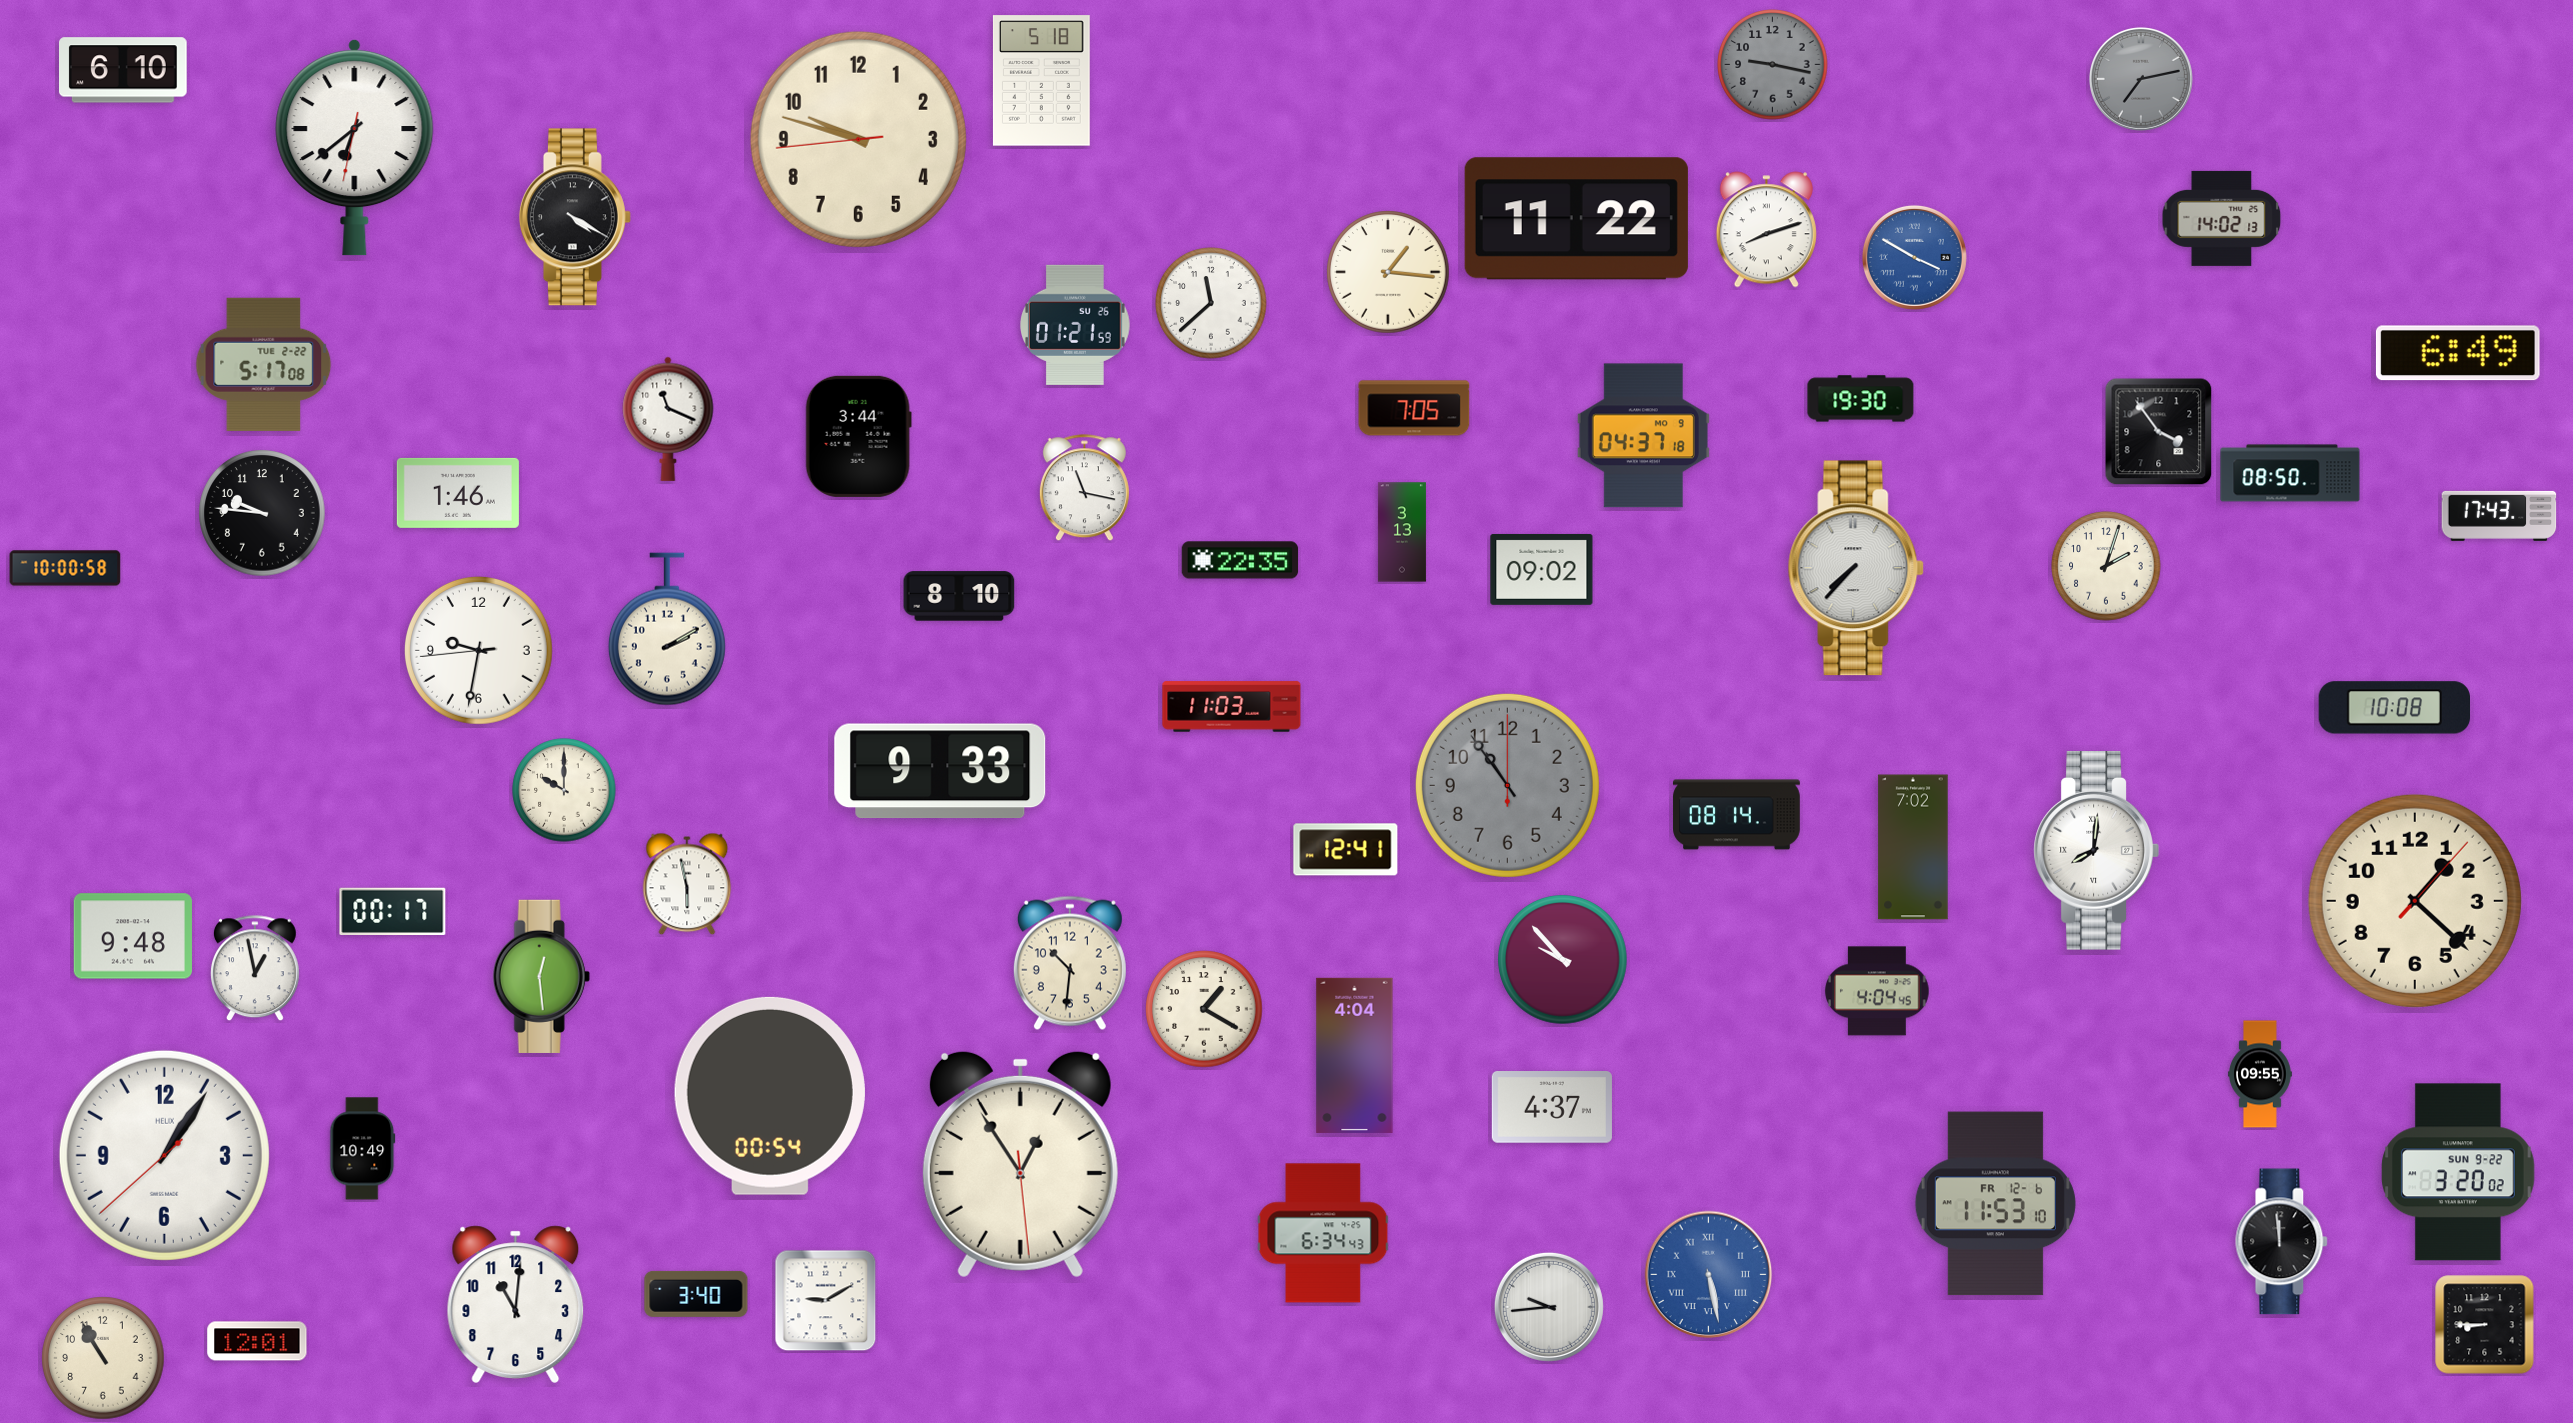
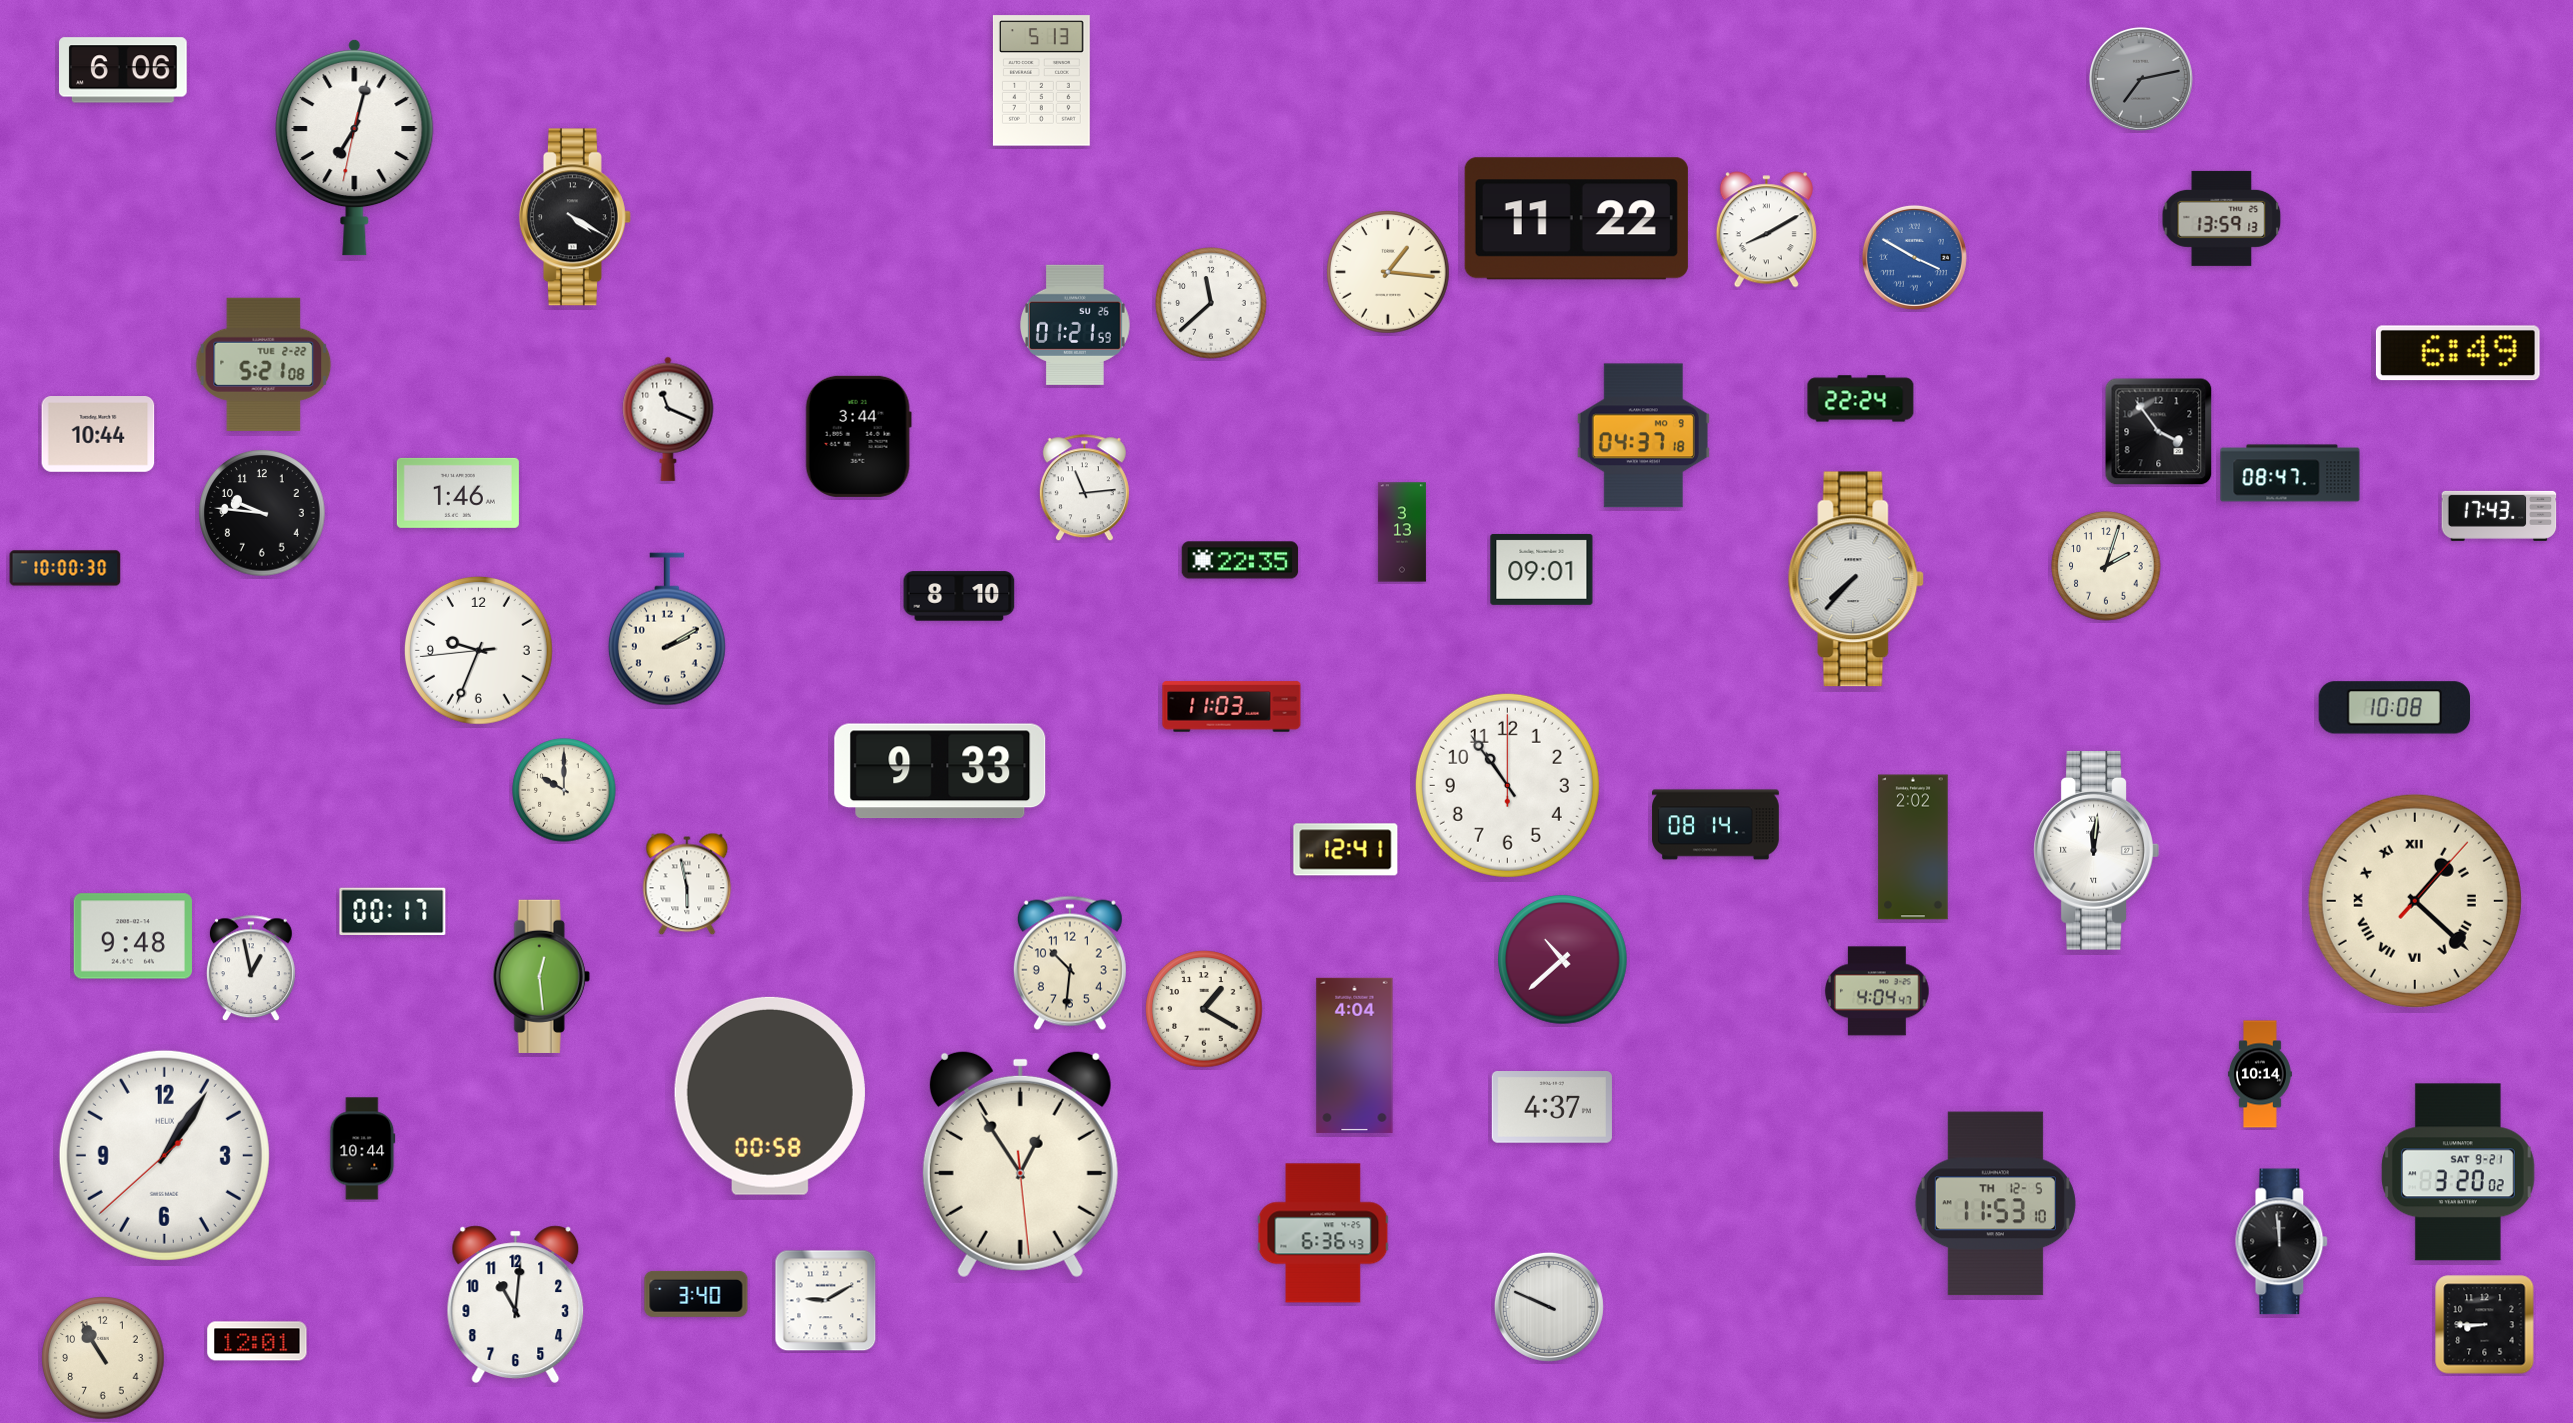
clock at (1773, 65): 9:17 -> none
clock at (124, 70): 6:10 -> 6:06
clock at (1041, 81): 5:18 -> 5:13
clock at (858, 139): 9:47 -> none
clock at (355, 147): 6:38 -> 7:02
clock at (2222, 218): 14:02 -> 13:59
clock at (1766, 230): 8:12 -> 8:10
clock at (264, 364): 5:17 -> 5:21
clock at (1861, 399): 19:30 -> 22:24
clock at (1414, 408): 7:05 -> none
clock at (98, 435): none -> 10:44
clock at (2290, 473): 08:50 -> 08:47
clock at (1084, 488): 11:17 -> 11:14
clock at (65, 568): 10:00:58 -> 10:00:30
clock at (1856, 568) position: (1856, 568) -> (1856, 579)
clock at (1542, 569): 09:02 -> 09:01
clock at (478, 650): 9:31 -> 9:33
clock at (1507, 785) dial: grey -> white
clock at (1737, 815) position: (1737, 815) -> (1716, 825)
clock at (1913, 847): 7:02 -> 2:02
clock at (2096, 851): 8:01 -> 12:01
clock at (2415, 901) numerals: Arabic -> Roman
clock at (1563, 960): 9:53 -> 10:38
clock at (255, 969) position: (255, 969) -> (251, 969)
clock at (1877, 991): 4:04:45 -> 4:04:47
clock at (2260, 1074): 09:55 -> 10:14
clock at (770, 1096): 00:54 -> 00:58
clock at (363, 1149): 10:49 -> 10:44
clock at (2459, 1172) date: SUN 9-22 -> SAT 9-21
clock at (1995, 1204) date: FR 12-6 -> TH 12-5
clock at (1323, 1233): 6:34 -> 6:36
clock at (1709, 1275): 5:28 -> none
clock at (1549, 1307): 9:44 -> 9:49
